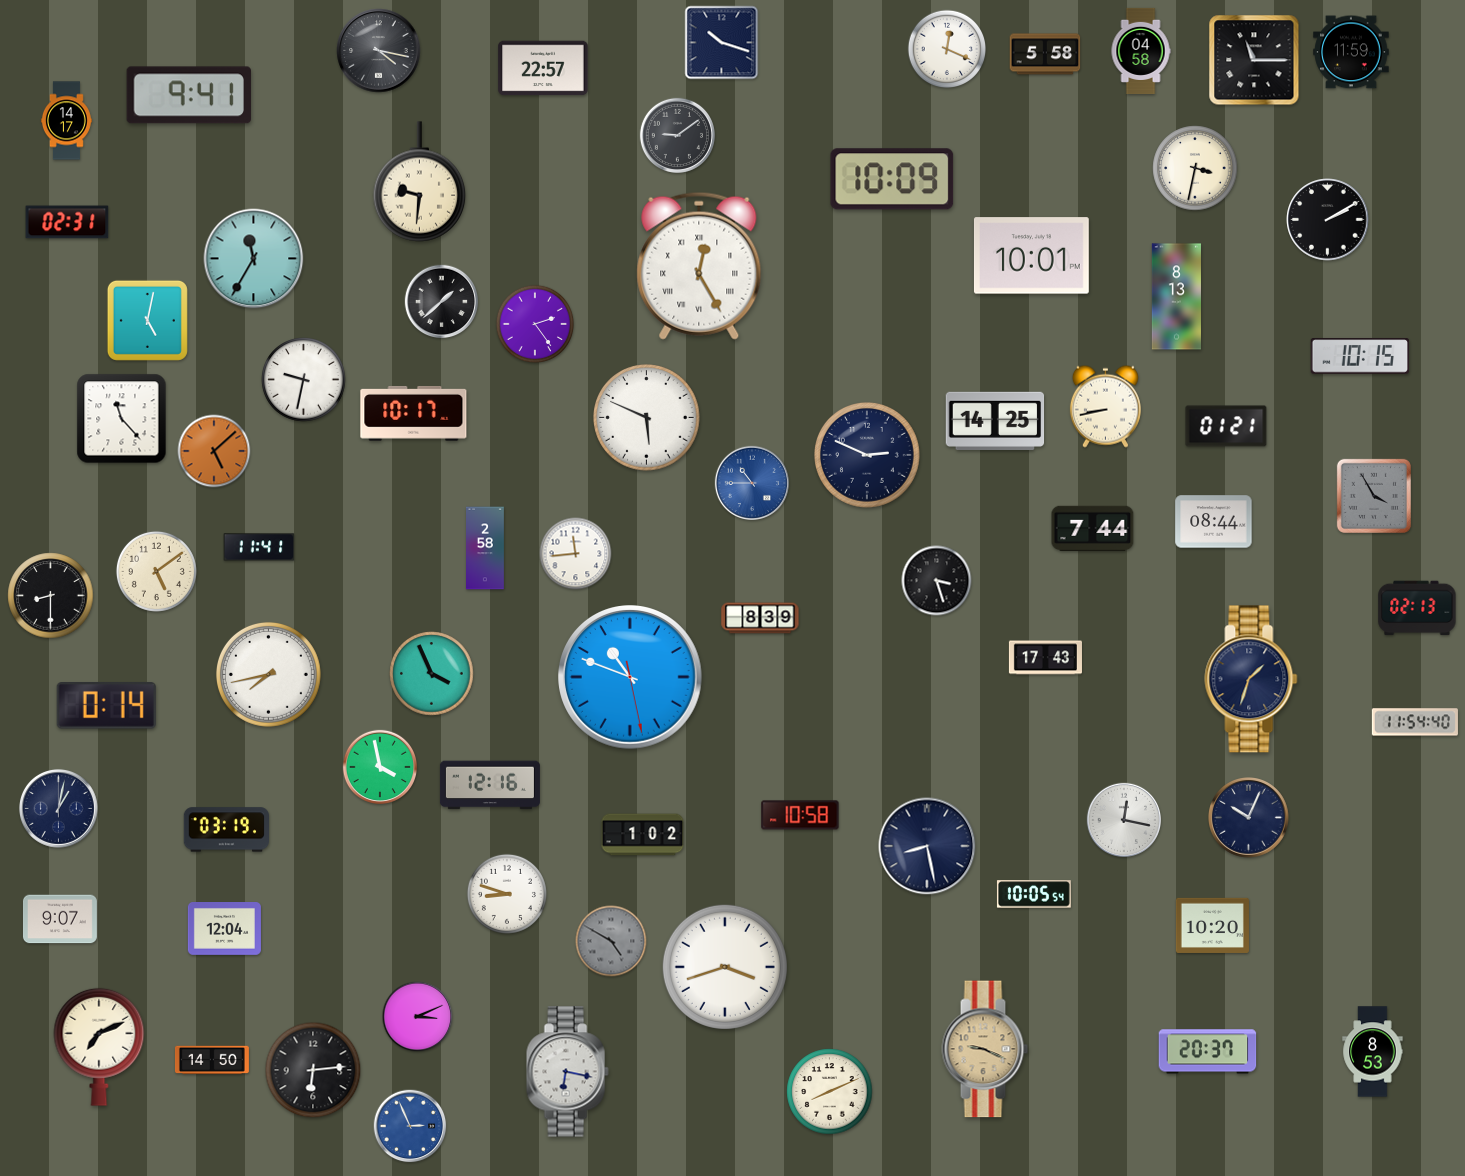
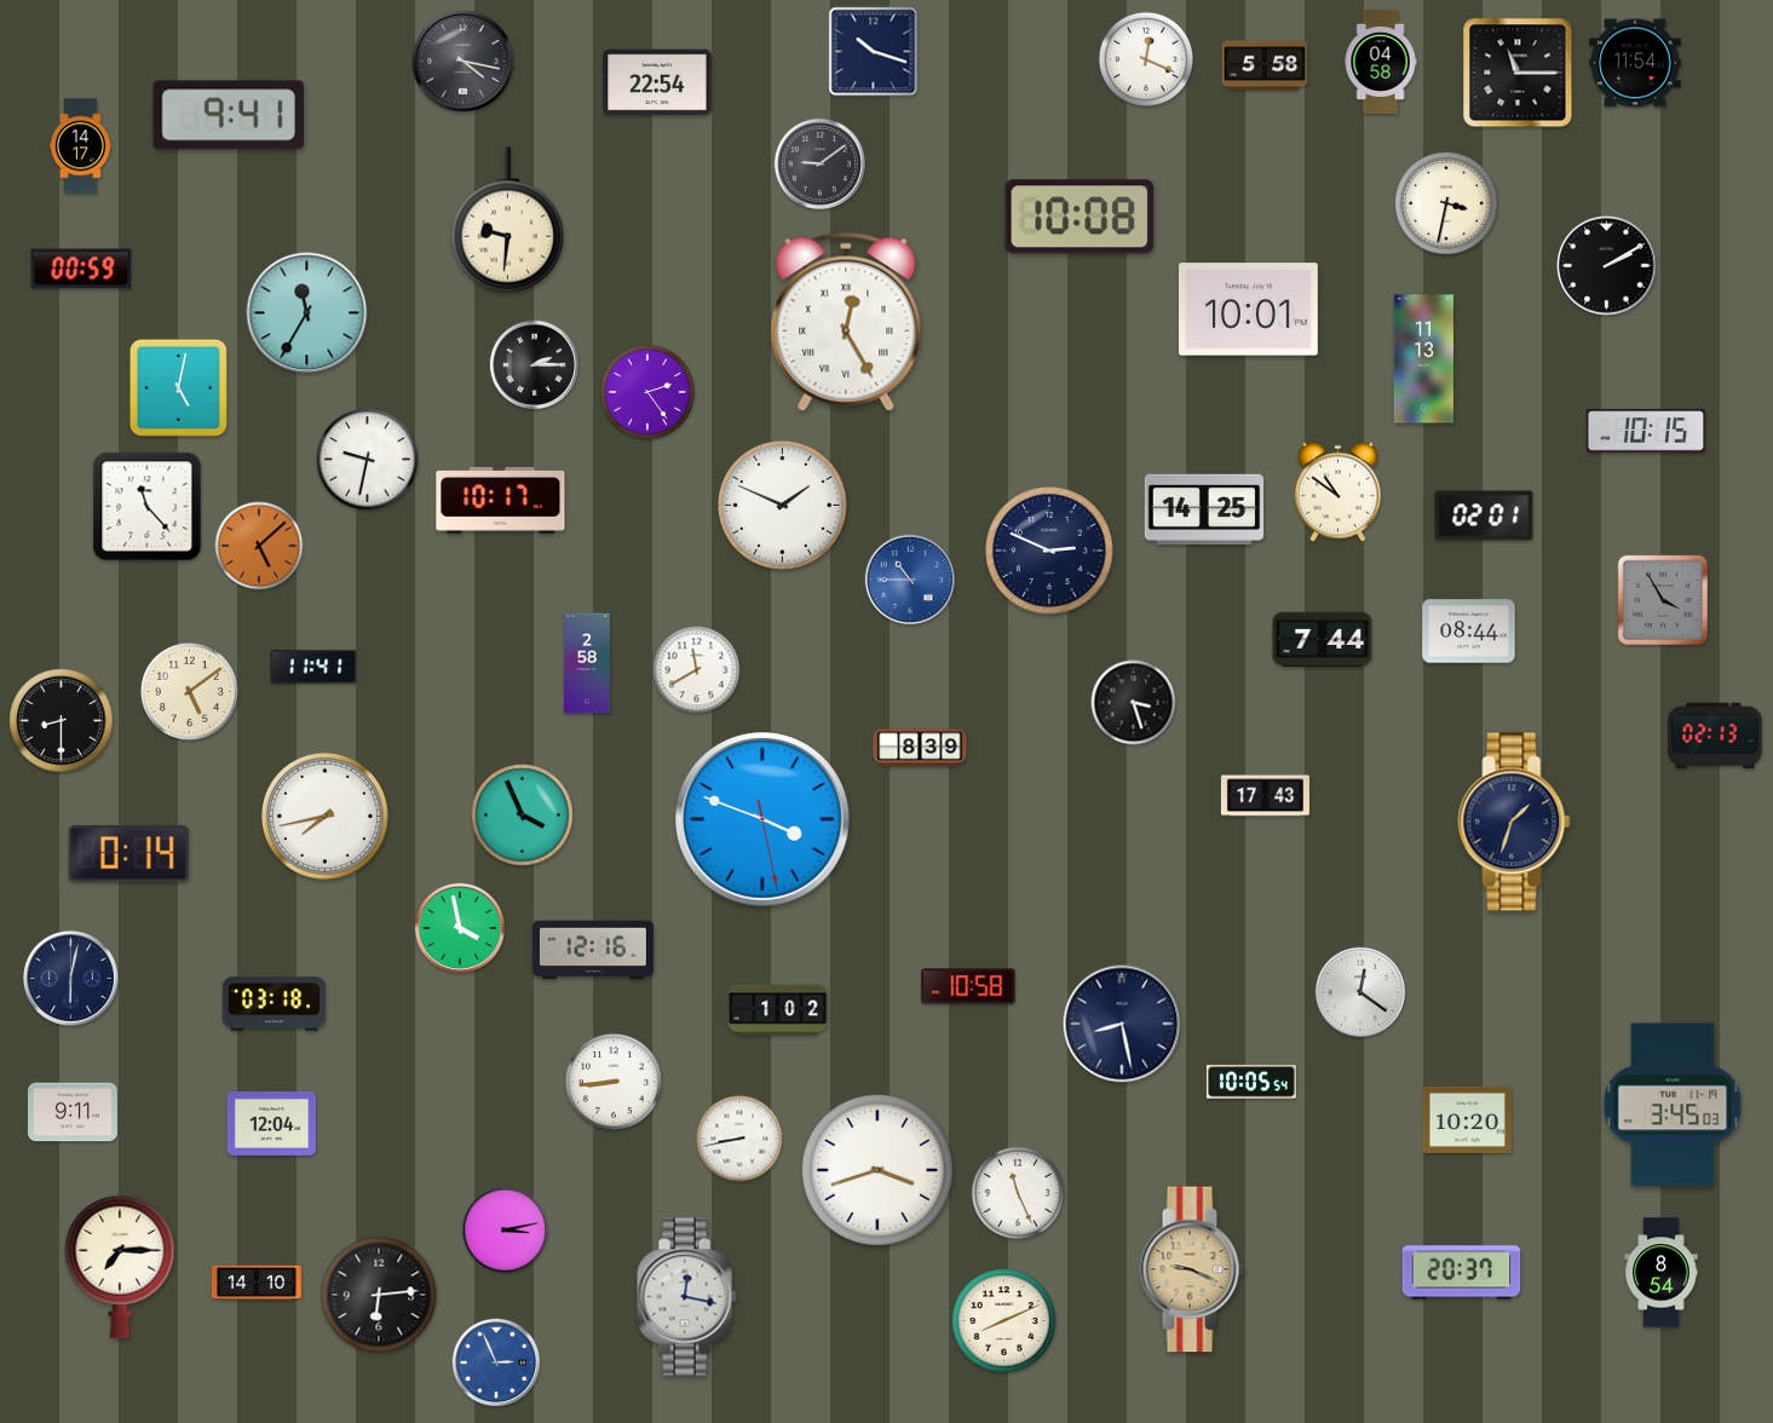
clock at (379, 51) position: (379, 51) -> (464, 62)
clock at (1351, 52): 11:59 -> 11:54
clock at (543, 68): 22:57 -> 22:54
clock at (892, 179): 10:09 -> 10:08
clock at (67, 222): 02:31 -> 00:59
clock at (1176, 297): 8:13 -> 11:13
clock at (442, 302): 1:38 -> 2:15
clock at (1105, 406): 8:43 -> 10:51
clock at (647, 418): 5:49 -> 1:49
clock at (1226, 426): 01:21 -> 02:01
clock at (751, 482) position: (751, 482) -> (909, 578)
clock at (259, 547) position: (259, 547) -> (313, 667)
clock at (576, 554): 11:44 -> 11:40
clock at (631, 678): 10:48 -> 3:48
clock at (1415, 722): 11:54 -> none
clock at (58, 808): 1:02 -> 6:02
clock at (1249, 818): 10:04 -> none
clock at (1123, 819): 12:17 -> 12:21
clock at (227, 830): 03:19 -> 03:18
clock at (507, 894): 8:48 -> 8:44
clock at (1673, 1105): none -> 3:45
clock at (60, 919): 9:07 -> 9:11
clock at (611, 941): 4:50 -> 8:43
clock at (611, 941) dial: grey -> white
clock at (1018, 1193): none -> 11:26
clock at (418, 1017): 3:11 -> 3:13
clock at (99, 1047): 7:11 -> 7:15
clock at (1373, 1052): 8:53 -> 8:54
clock at (212, 1060): 14:50 -> 14:10
clock at (567, 1072): 6:17 -> 12:17
